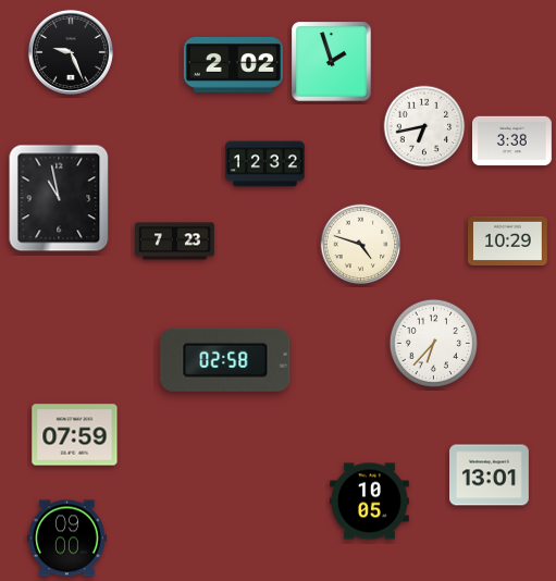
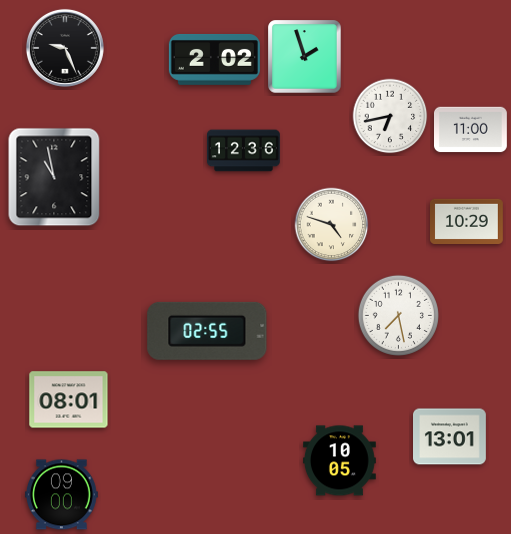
clock at (512, 141): 3:38 -> 11:00
clock at (265, 164): 12:32 -> 12:36
clock at (59, 198) position: (59, 198) -> (54, 177)
clock at (175, 242): 7:23 -> none
clock at (433, 343): 6:37 -> 7:28
clock at (225, 360): 02:58 -> 02:55
clock at (75, 435): 07:59 -> 08:01
